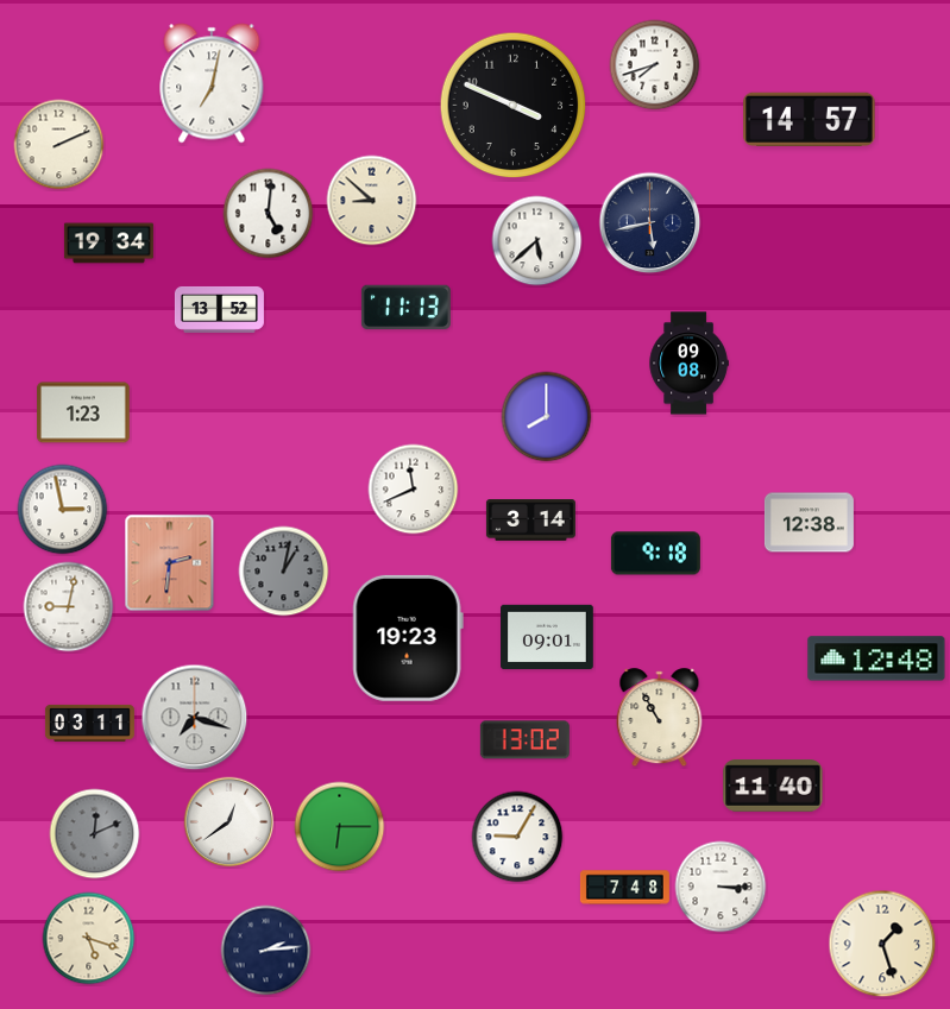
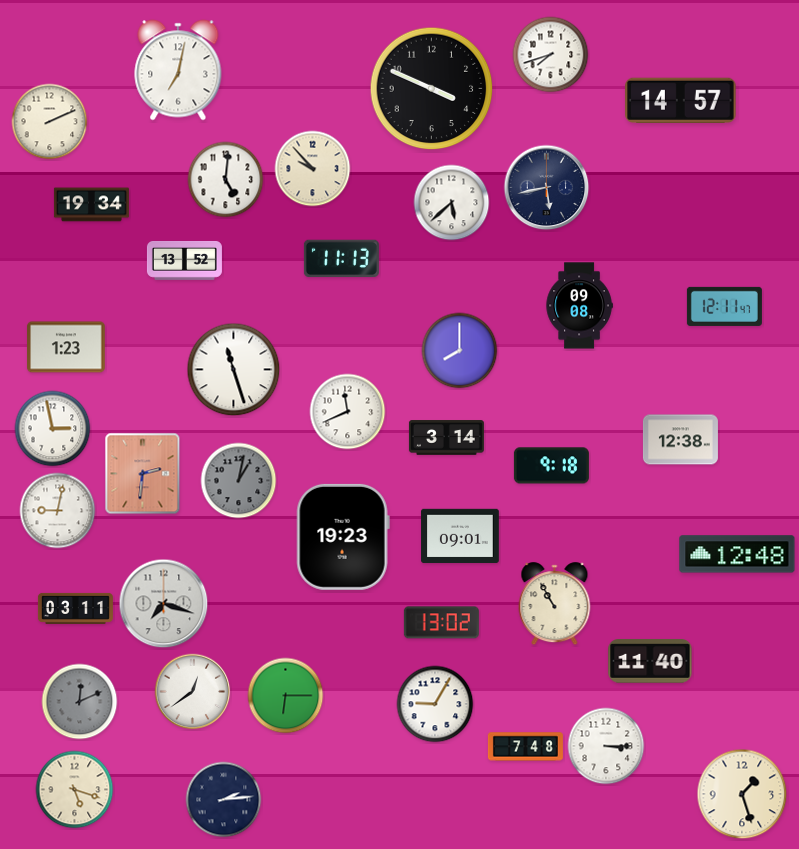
clock at (372, 201): 8:52 -> 9:53
clock at (724, 306): none -> 12:11
clock at (83, 412) position: (83, 412) -> (66, 347)
clock at (234, 370): none -> 11:27
